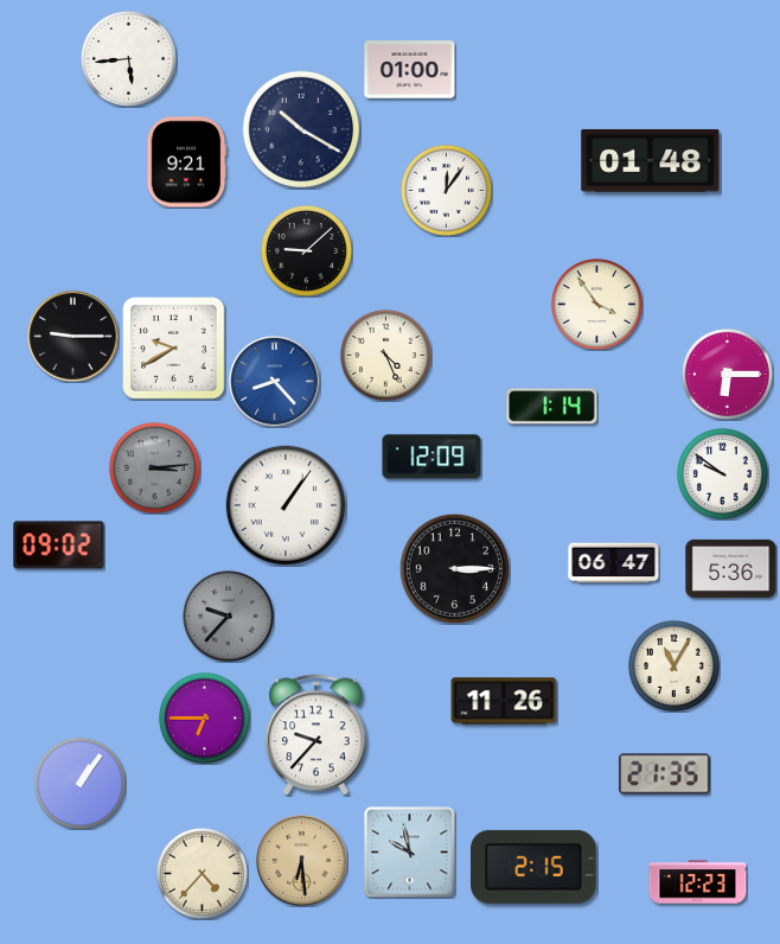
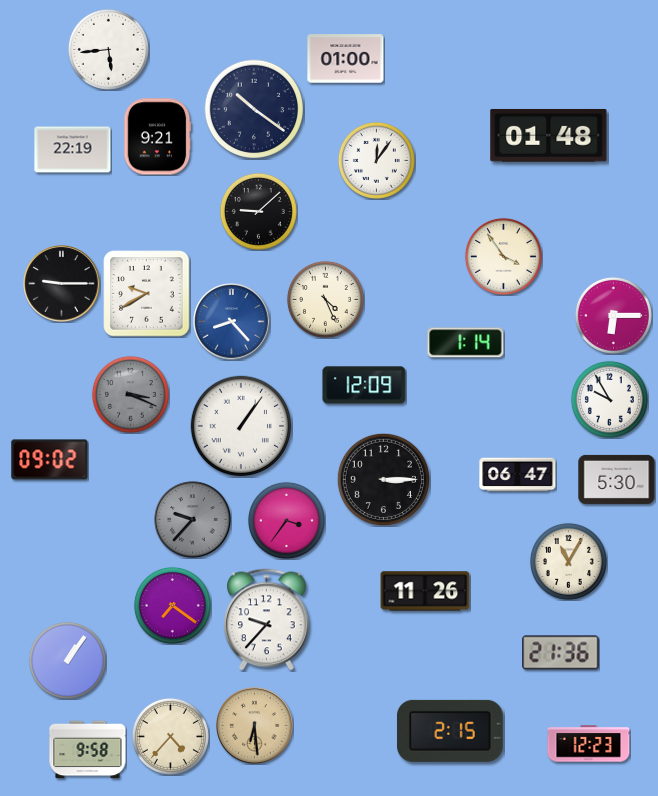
clock at (300, 128): 10:20 -> 10:21
clock at (73, 150): none -> 22:19
clock at (154, 467): 3:14 -> 3:19
clock at (722, 473): 9:51 -> 9:55
clock at (731, 568): 5:36 -> 5:30
clock at (286, 520): none -> 3:36
clock at (204, 717): 6:45 -> 7:21
clock at (665, 774): 21:35 -> 21:36
clock at (410, 853): 9:58 -> none
clock at (88, 750): none -> 9:58
